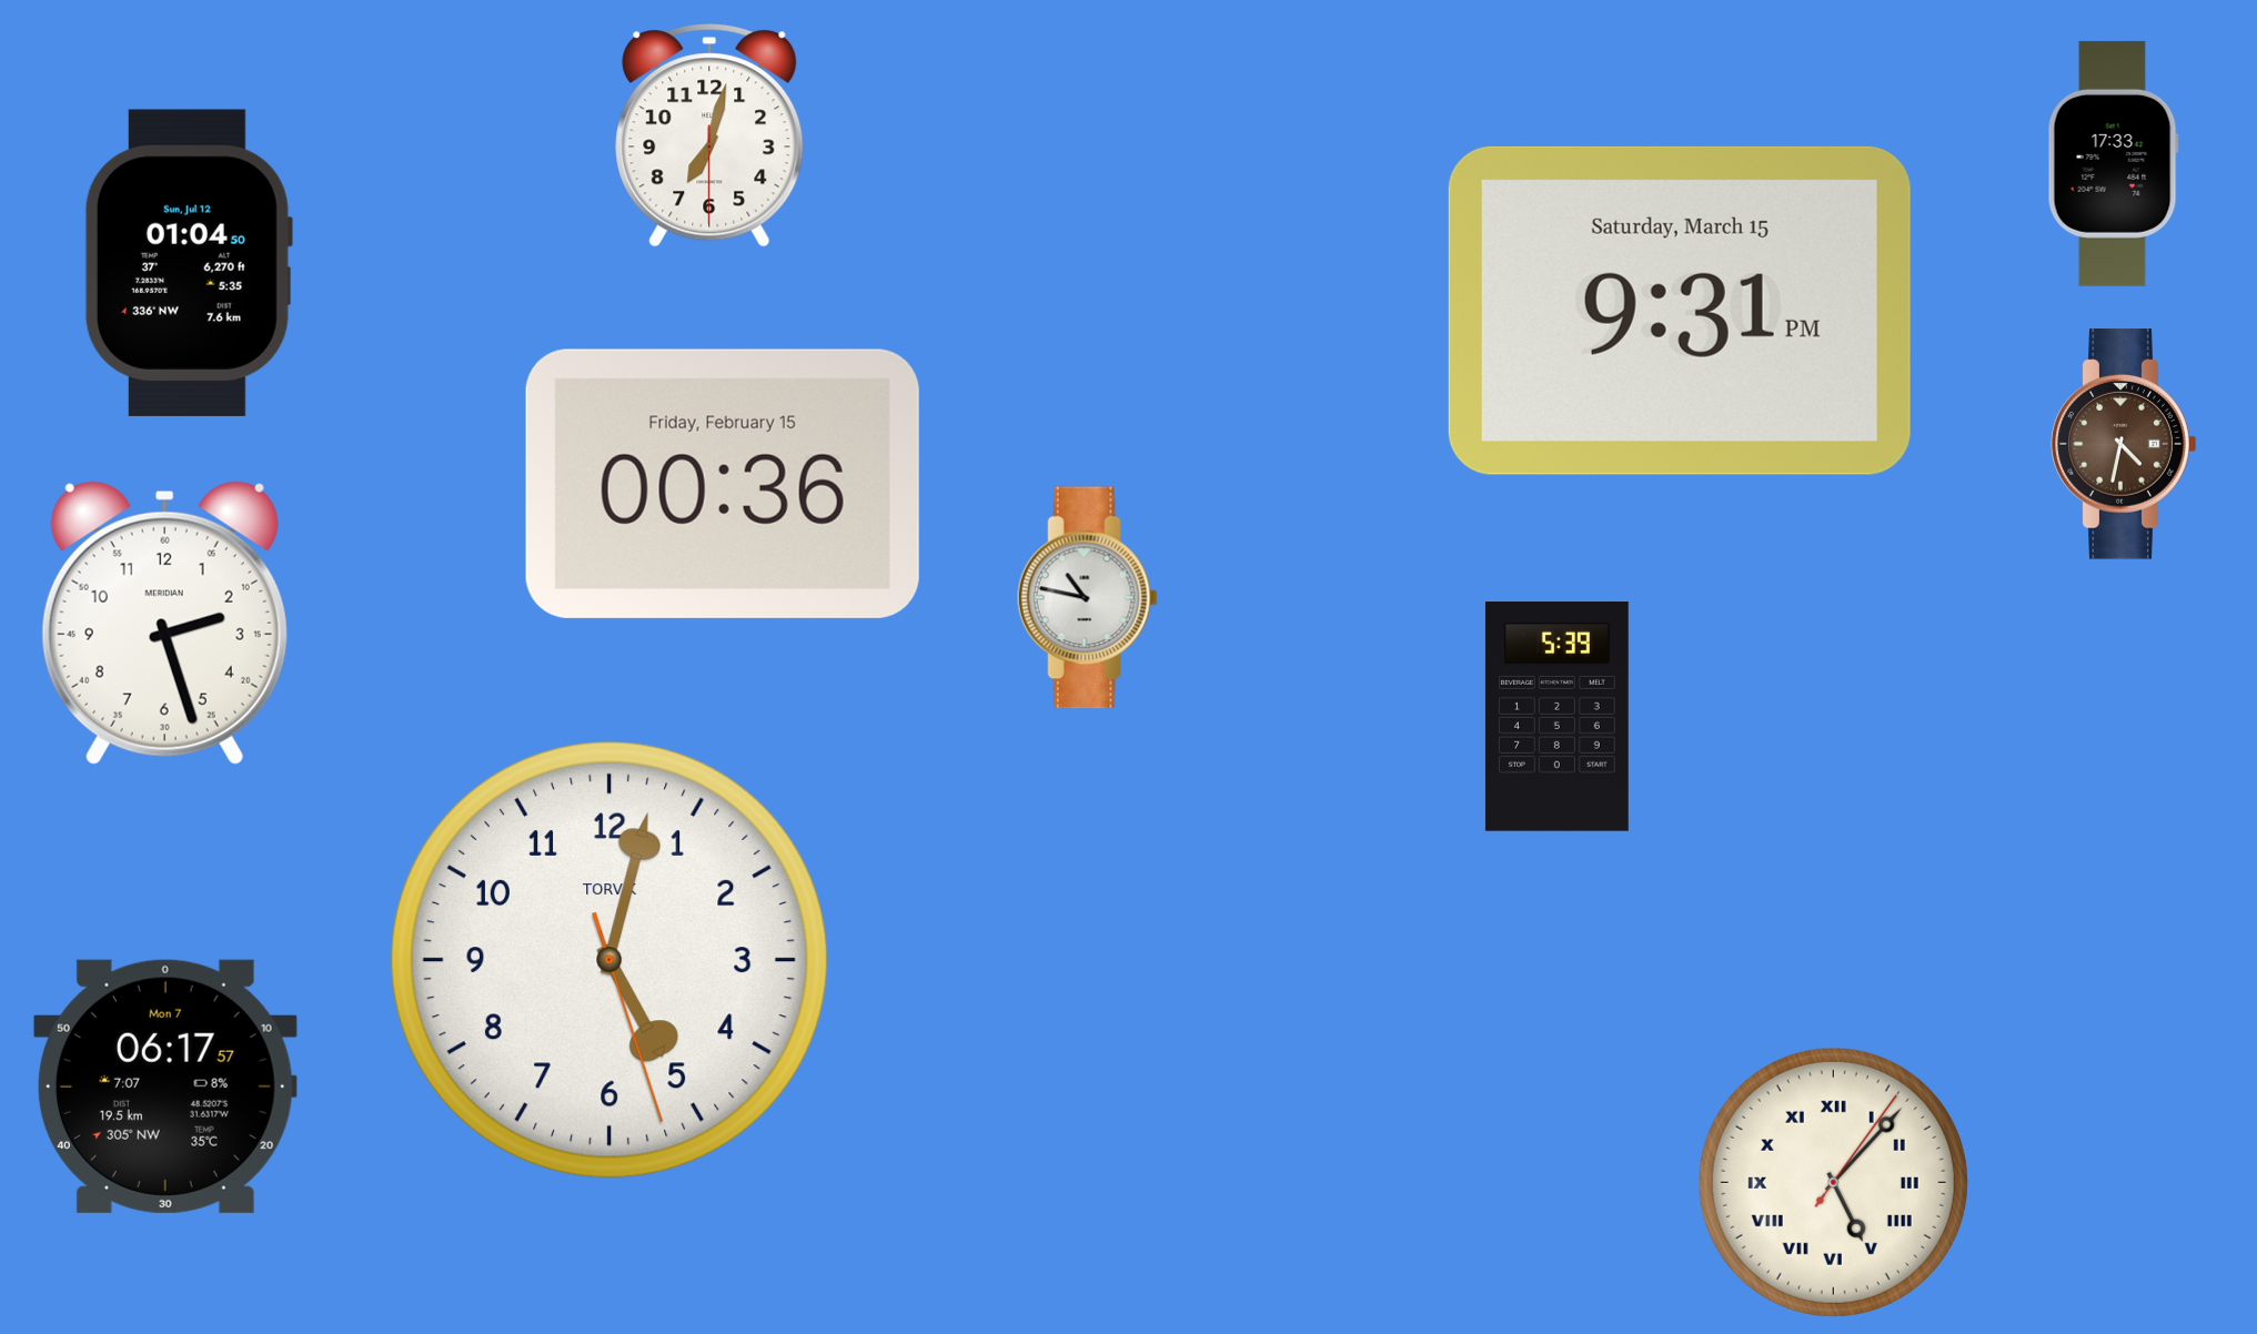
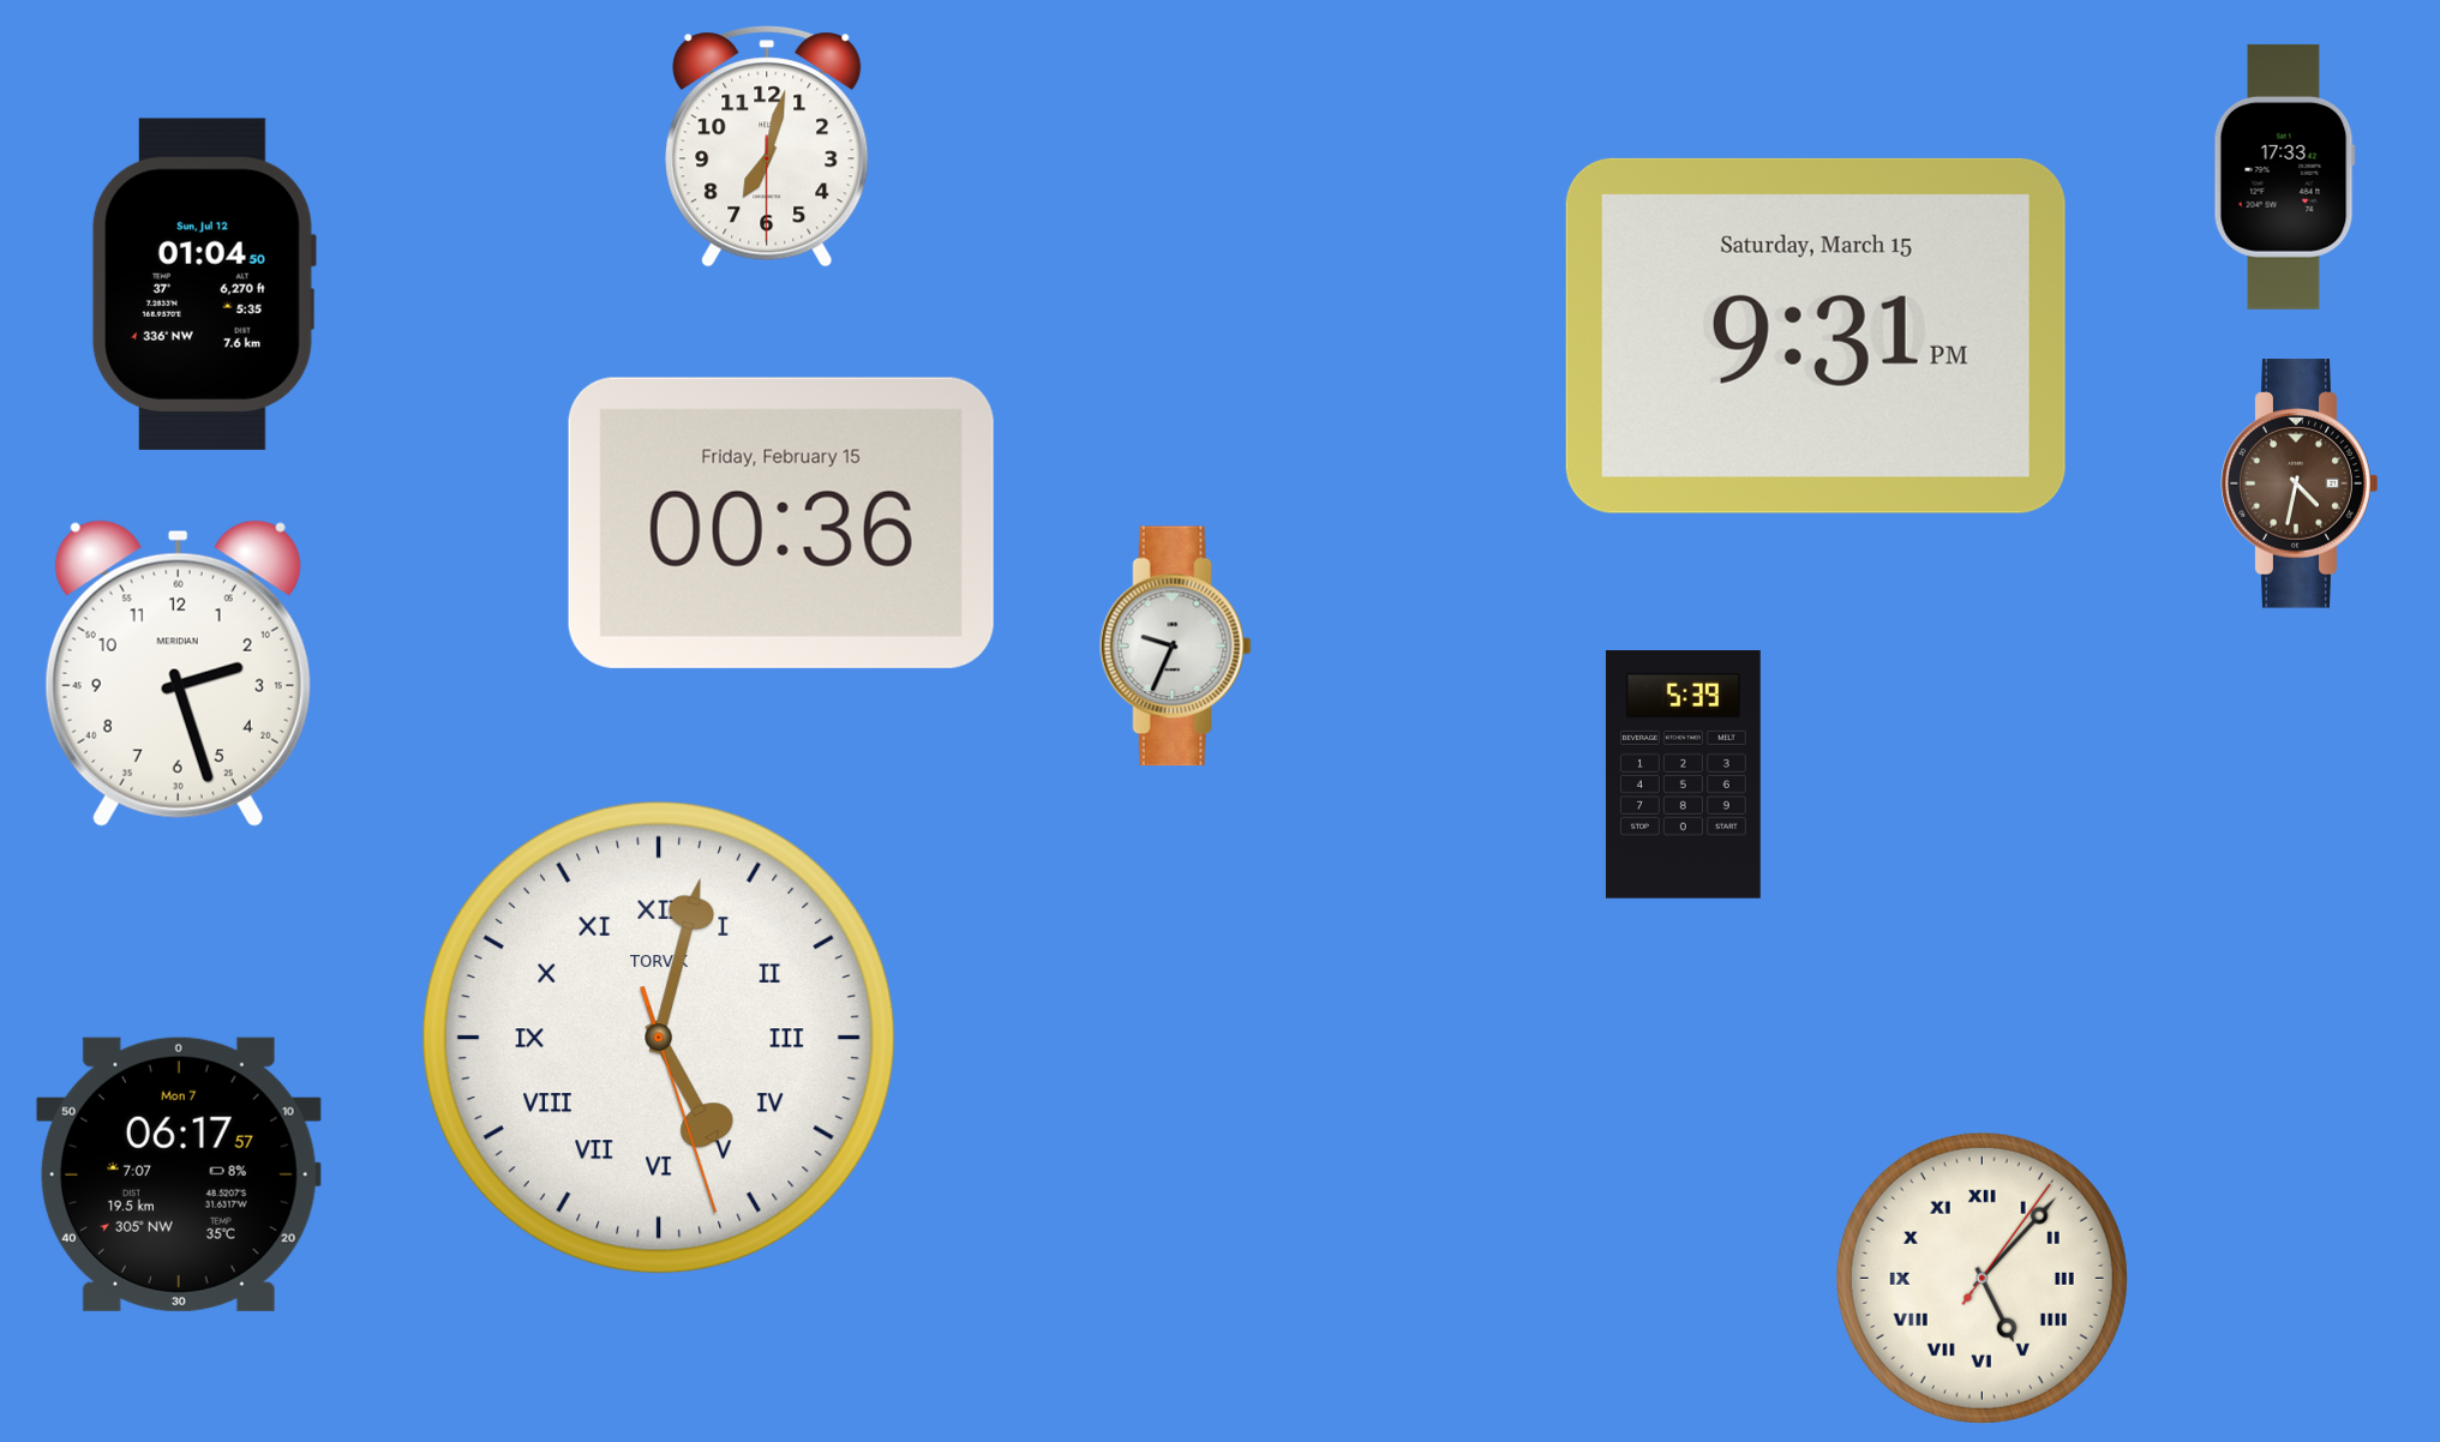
clock at (2124, 444) position: (2124, 444) -> (2300, 483)
clock at (1087, 598): 10:47 -> 9:34
clock at (609, 960) numerals: Arabic -> Roman
